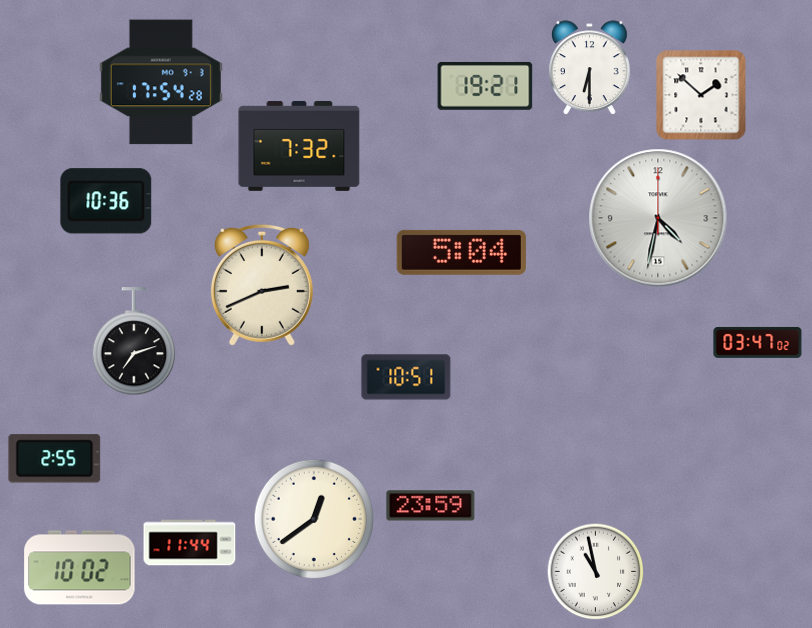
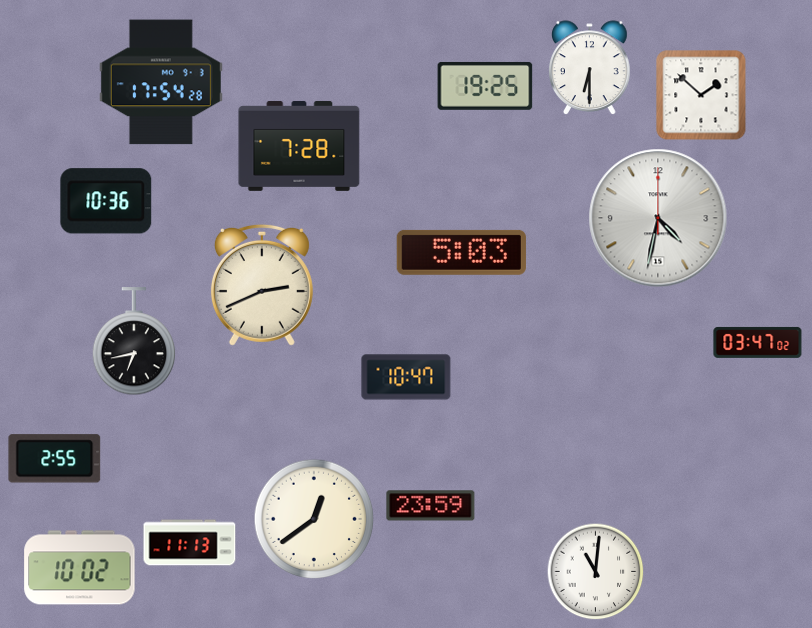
clock at (485, 86): 19:21 -> 19:25
clock at (299, 146): 7:32 -> 7:28
clock at (461, 252): 5:04 -> 5:03
clock at (134, 342): 7:12 -> 6:43
clock at (406, 377): 10:51 -> 10:47
clock at (190, 543): 11:44 -> 11:13
clock at (596, 572): 10:58 -> 11:01
